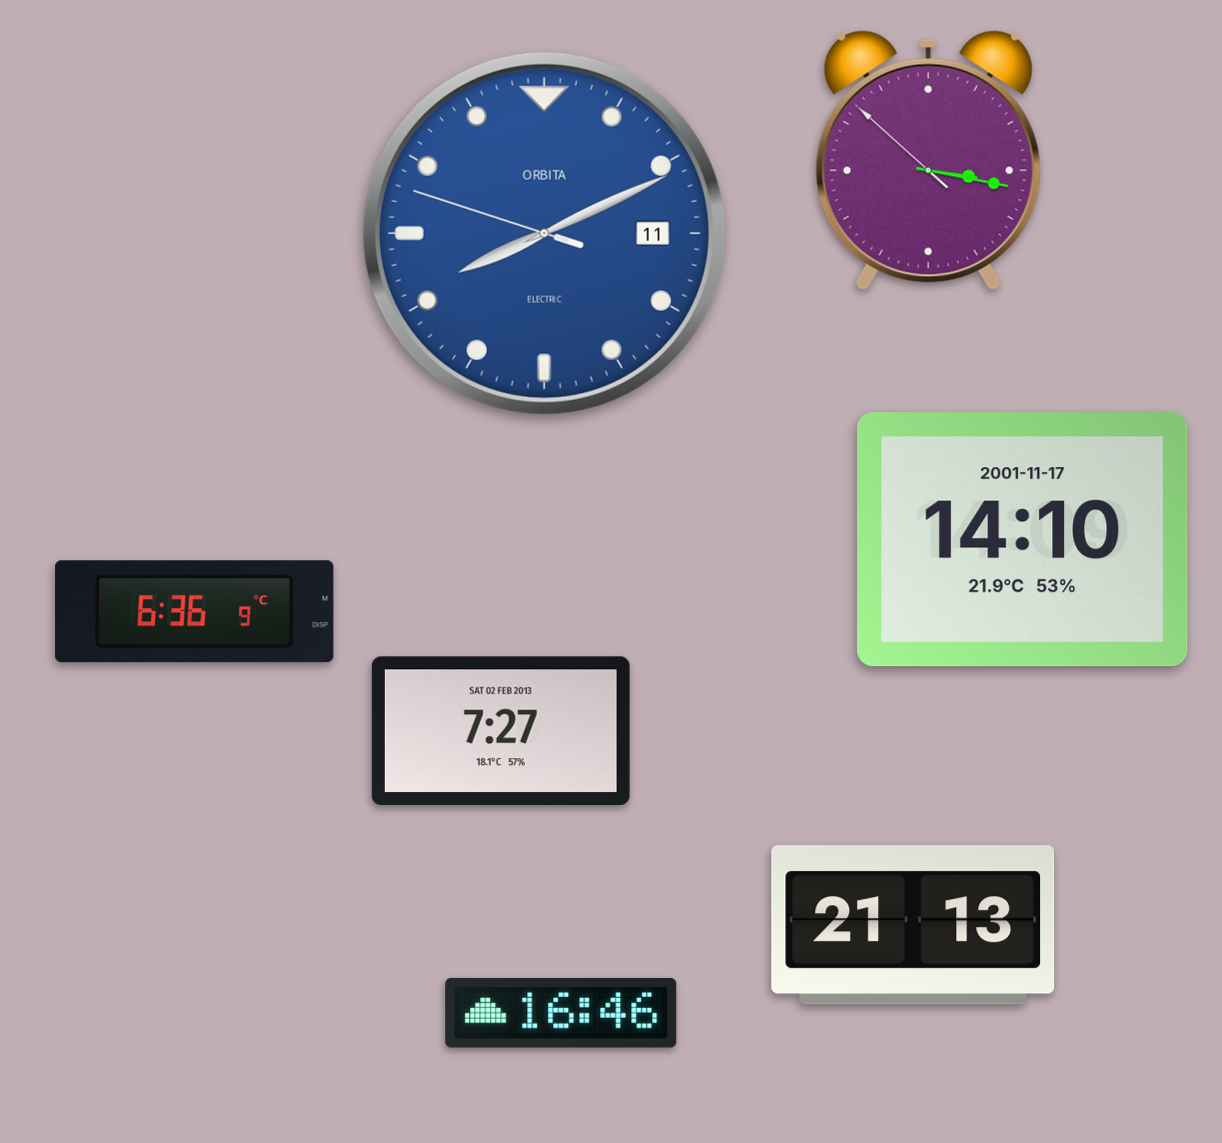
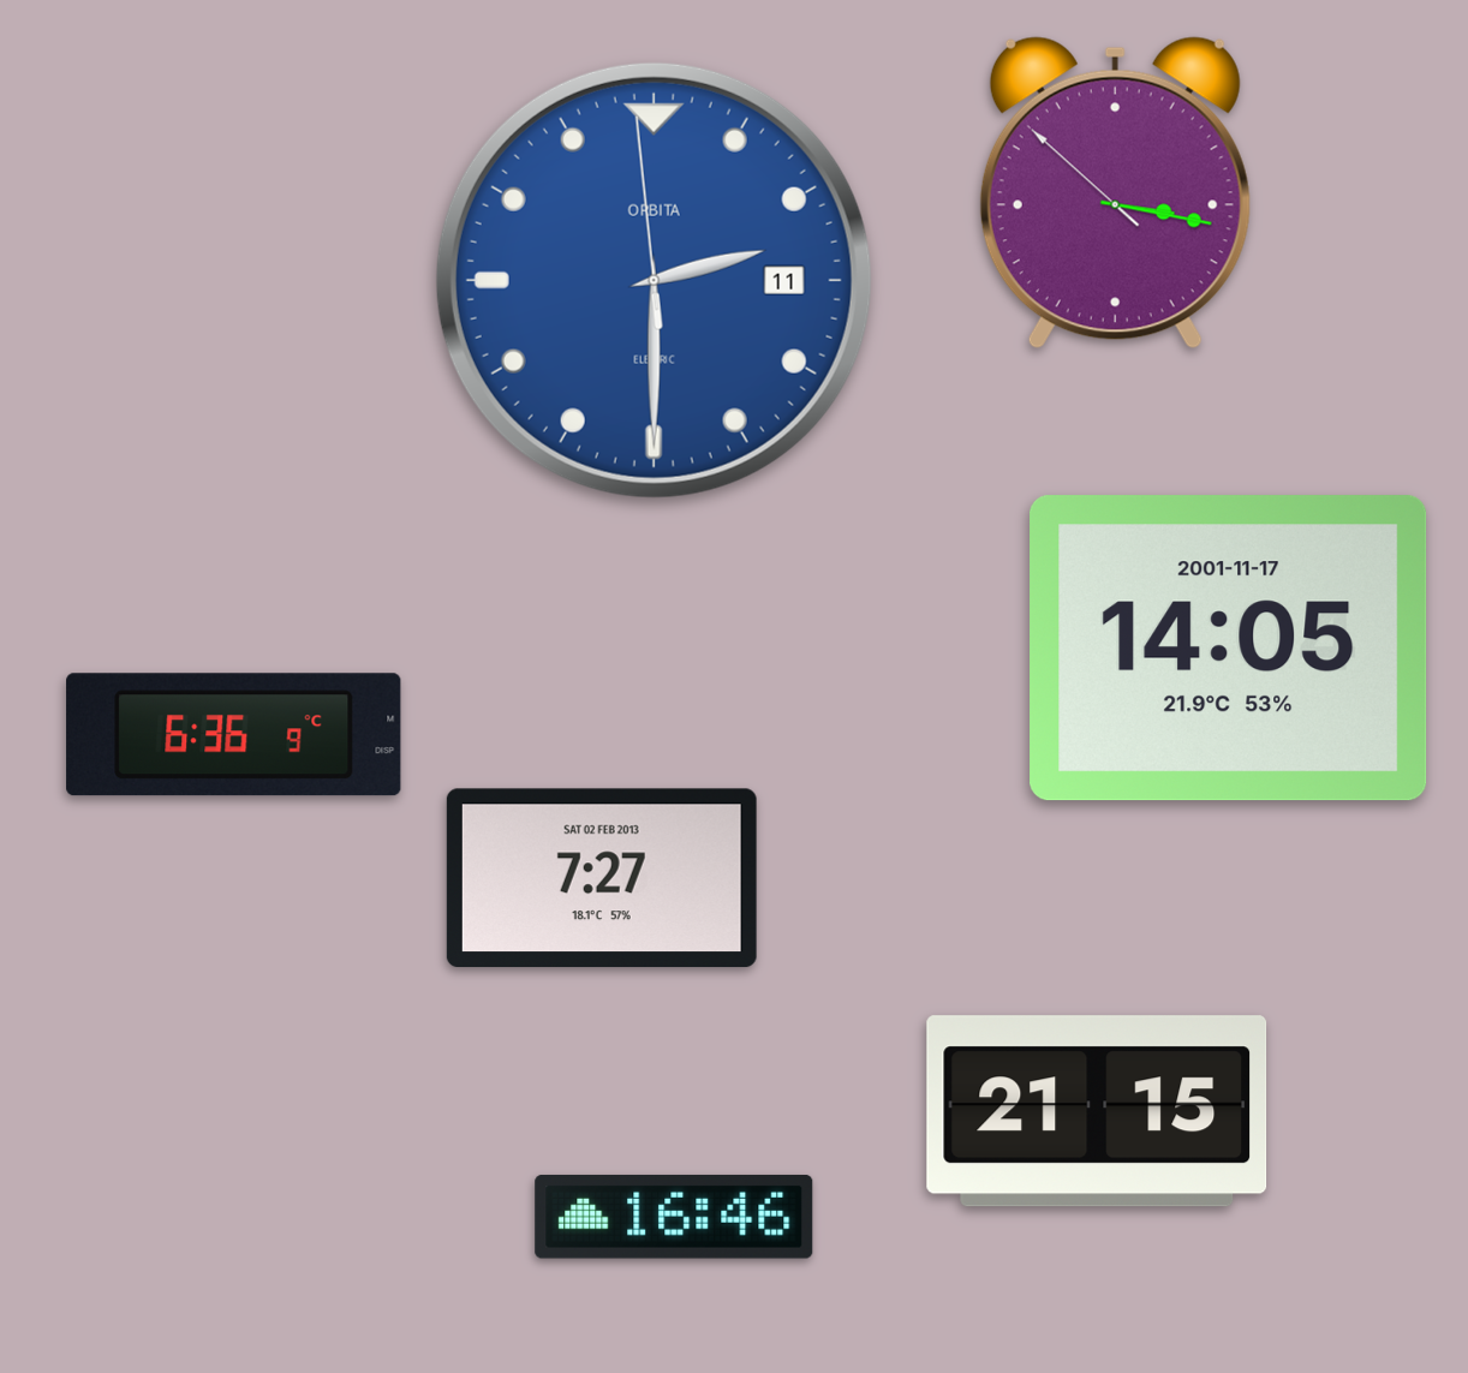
clock at (544, 233): 8:10 -> 2:29
clock at (1023, 540): 14:10 -> 14:05
clock at (913, 925): 21:13 -> 21:15
